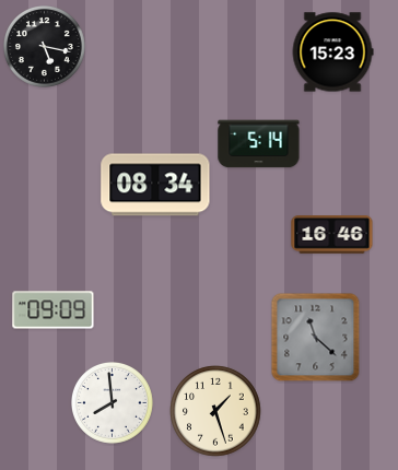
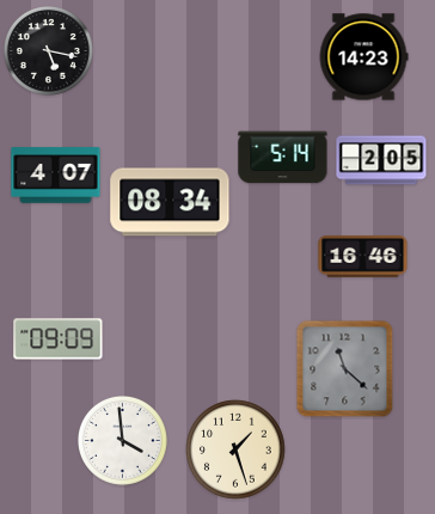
clock at (332, 52): 15:23 -> 14:23
clock at (381, 160): none -> 2:05
clock at (56, 176): none -> 4:07
clock at (113, 403): 7:59 -> 3:59
